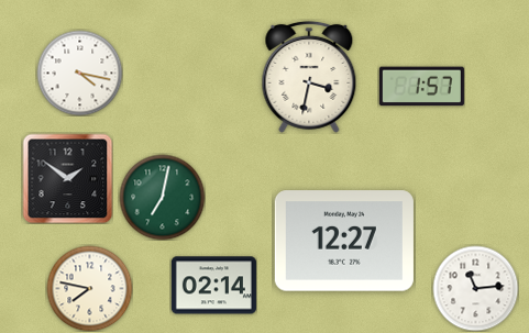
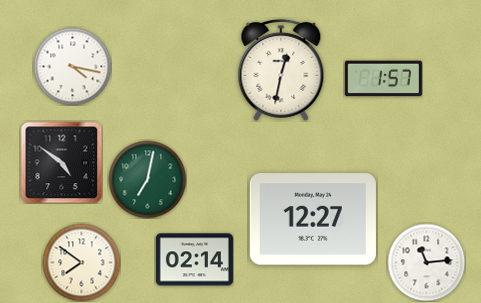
clock at (309, 77): 3:32 -> 12:32
clock at (67, 178): 1:51 -> 4:51
clock at (89, 288): 7:47 -> 7:51
clock at (475, 288) position: (475, 288) -> (426, 262)
